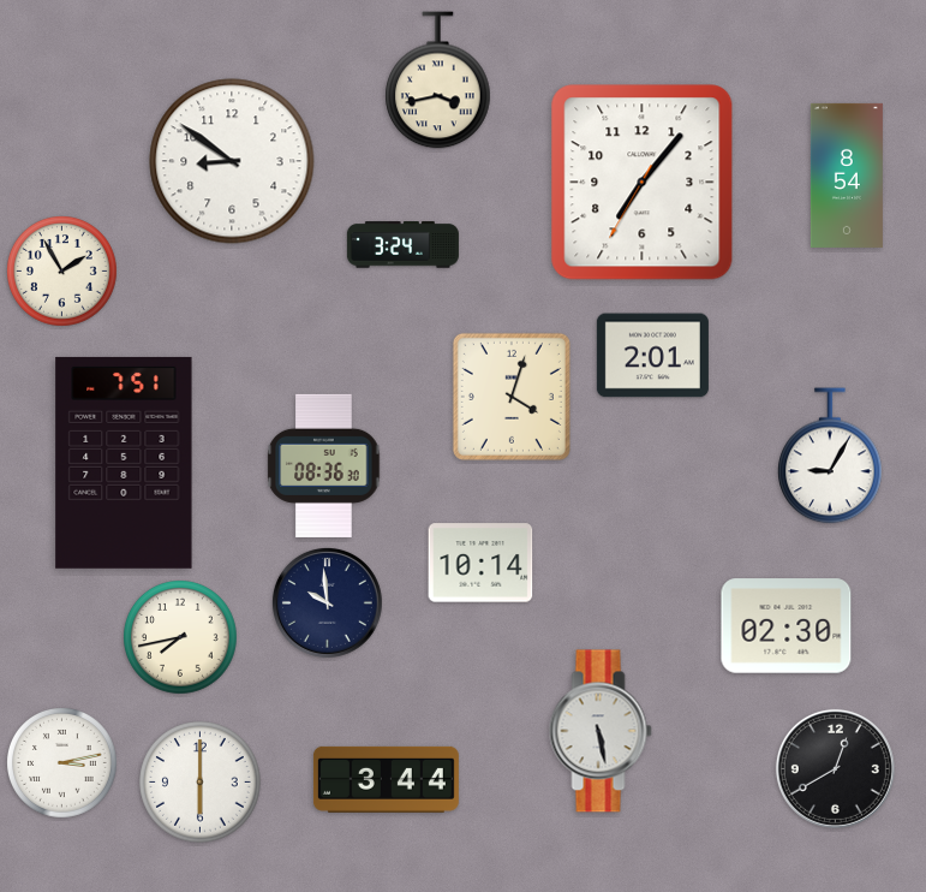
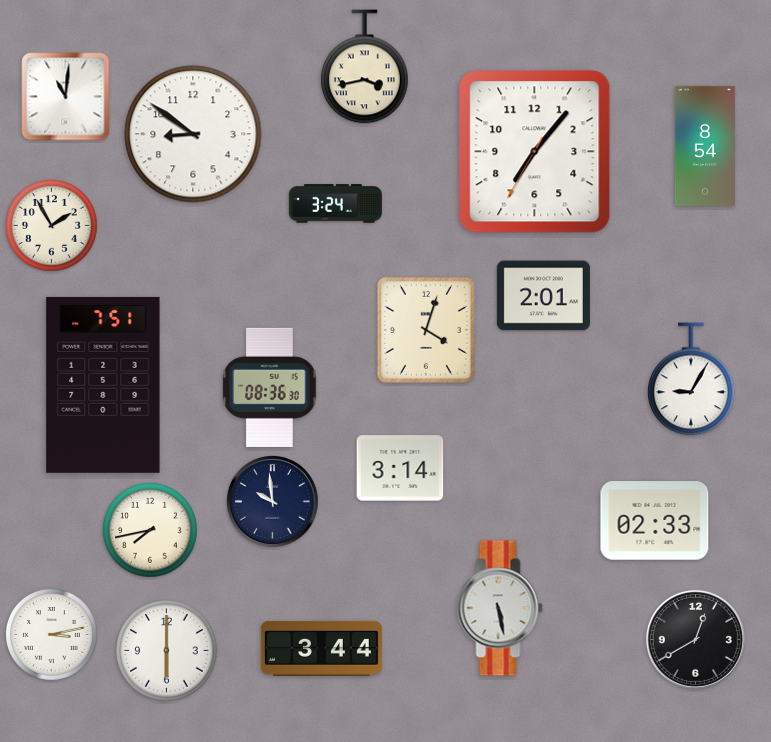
clock at (66, 97): none -> 11:01
clock at (480, 563): 10:14 -> 3:14
clock at (787, 626): 02:30 -> 02:33
